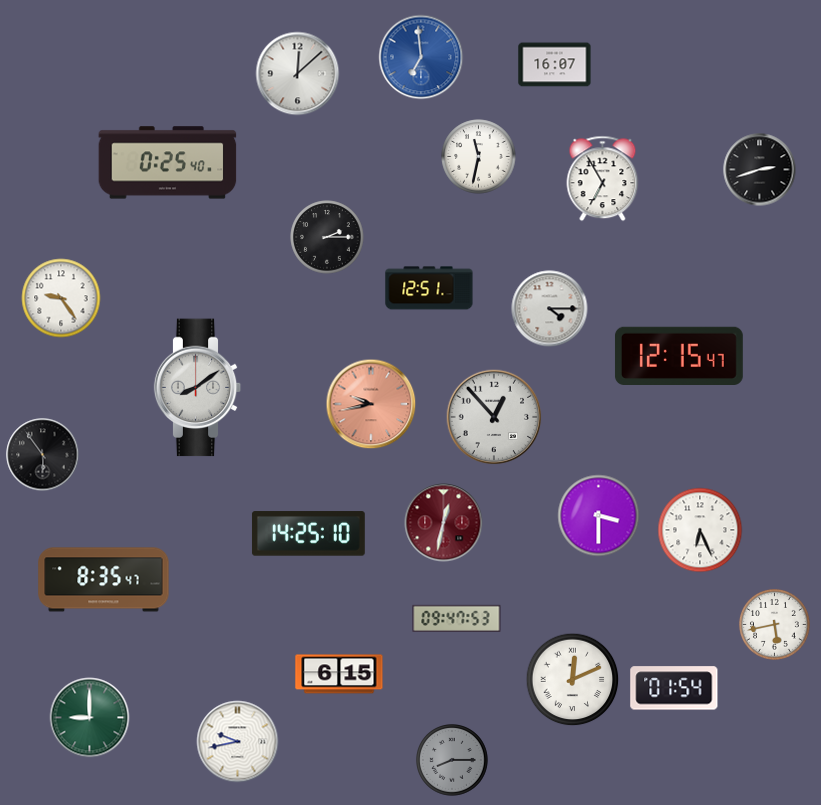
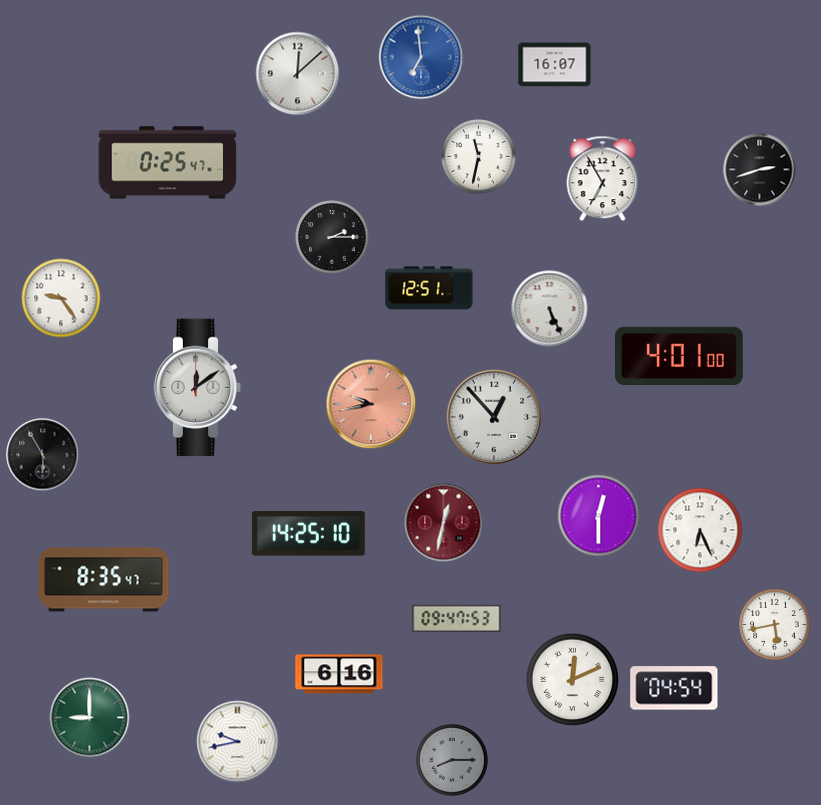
clock at (168, 163): 0:25:40 -> 0:25:47
clock at (327, 237) position: (327, 237) -> (332, 237)
clock at (550, 309): 4:15 -> 5:26
clock at (679, 355): 12:15 -> 4:01
clock at (198, 388): 8:09 -> 12:09
clock at (43, 455): 5:54 -> 5:55
clock at (599, 516): 3:30 -> 12:30
clock at (339, 674): 6:15 -> 6:16
clock at (674, 688): 01:54 -> 04:54
